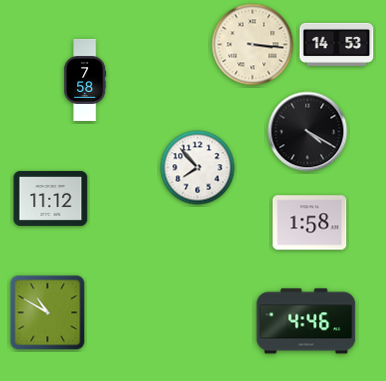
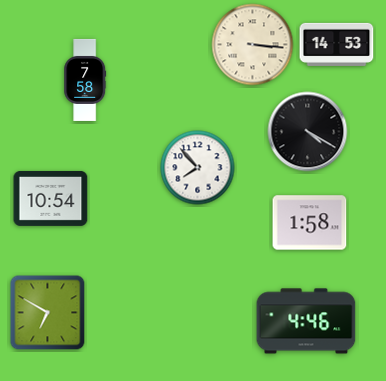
clock at (51, 198): 11:12 -> 10:54
clock at (48, 313): 10:50 -> 6:50
